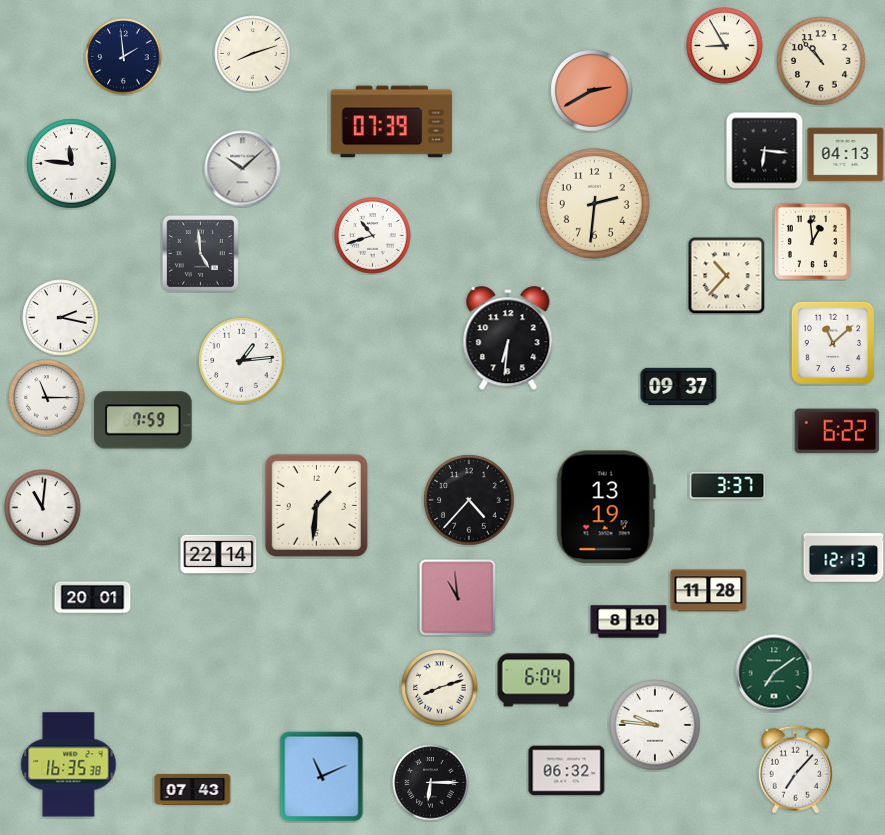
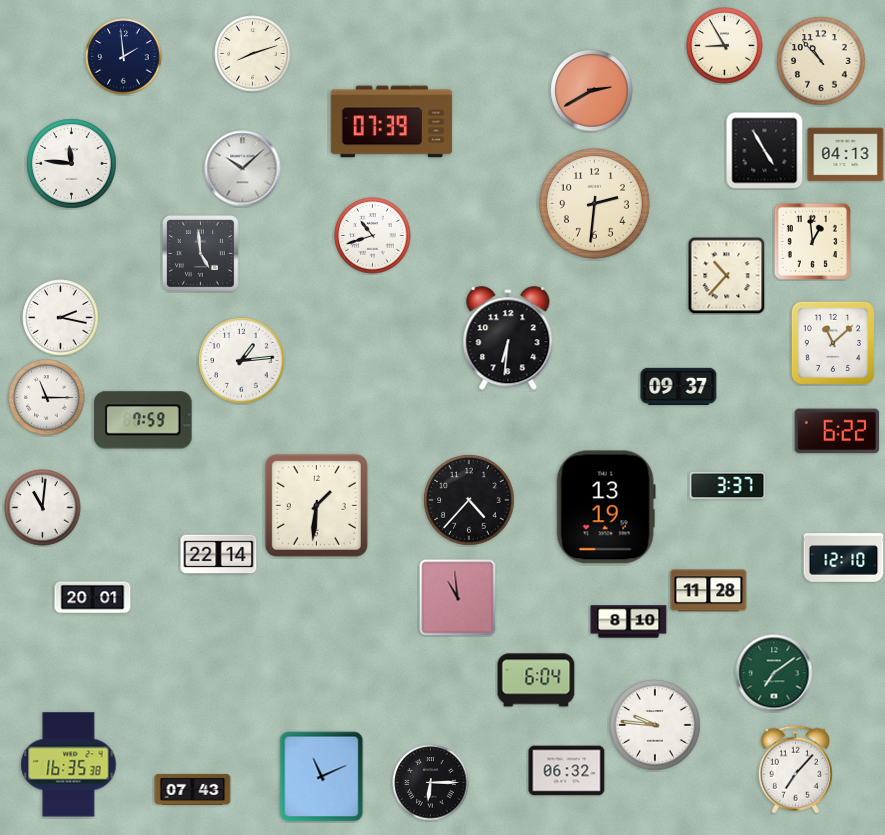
clock at (765, 151): 6:16 -> 4:55
clock at (844, 558): 12:13 -> 12:10
clock at (440, 688): 8:12 -> none
